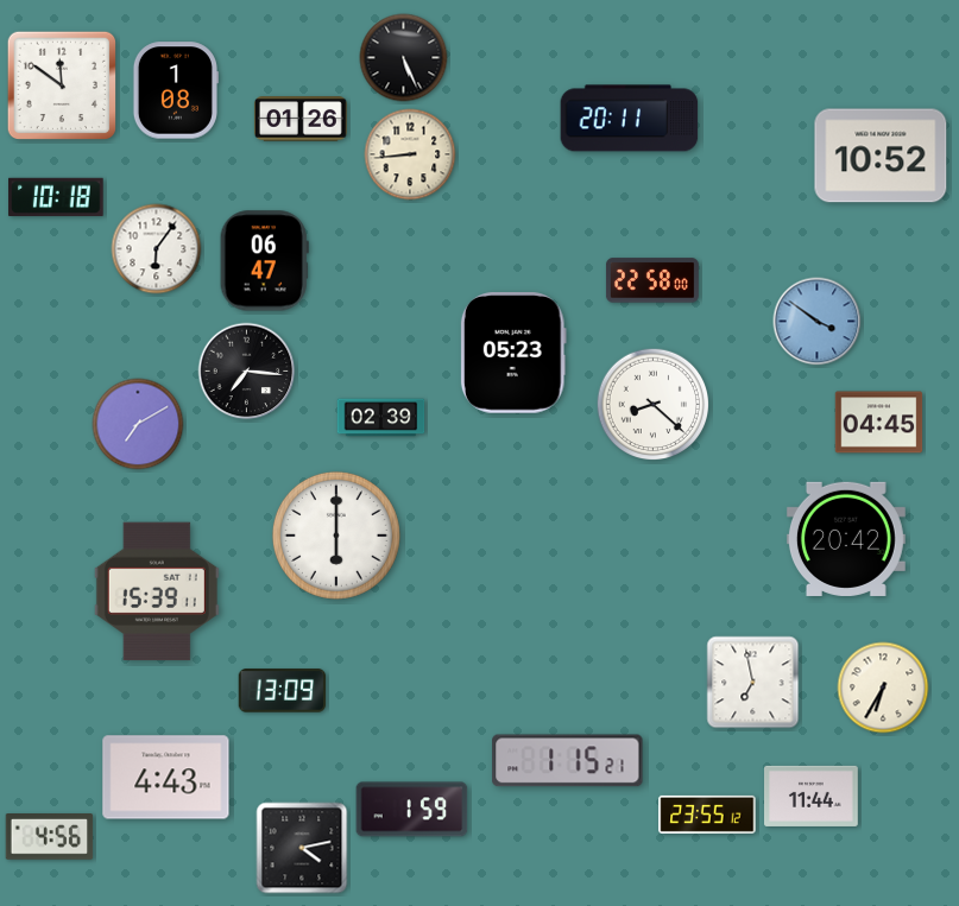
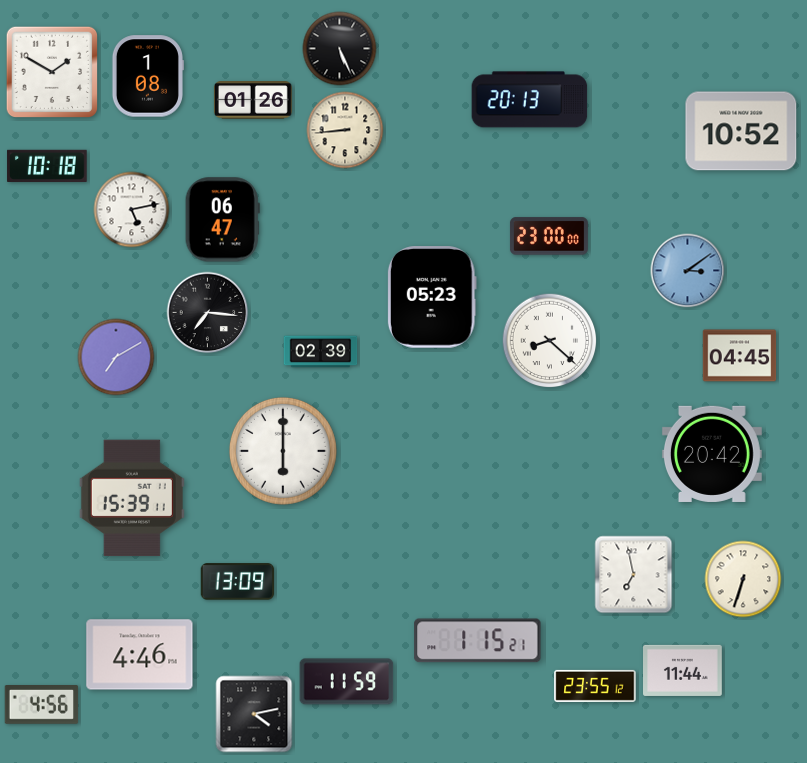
clock at (61, 84): 11:51 -> 1:50
clock at (630, 119): 20:11 -> 20:13
clock at (157, 249): 6:06 -> 5:13
clock at (652, 280): 22:58 -> 23:00
clock at (818, 322): 3:51 -> 3:09
clock at (883, 688): 6:35 -> 6:33
clock at (166, 778): 4:43 -> 4:46
clock at (412, 810): 1:59 -> 11:59
